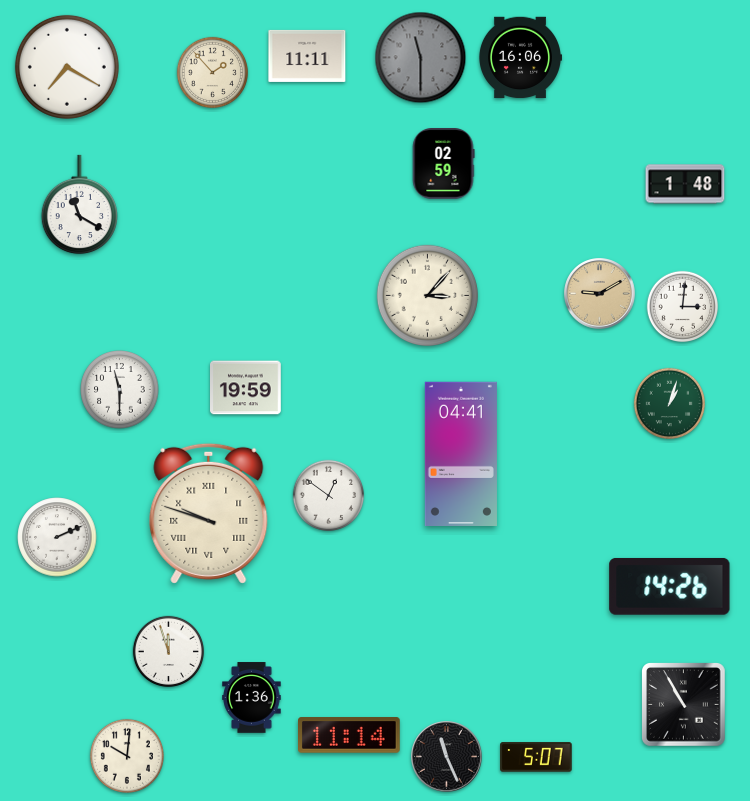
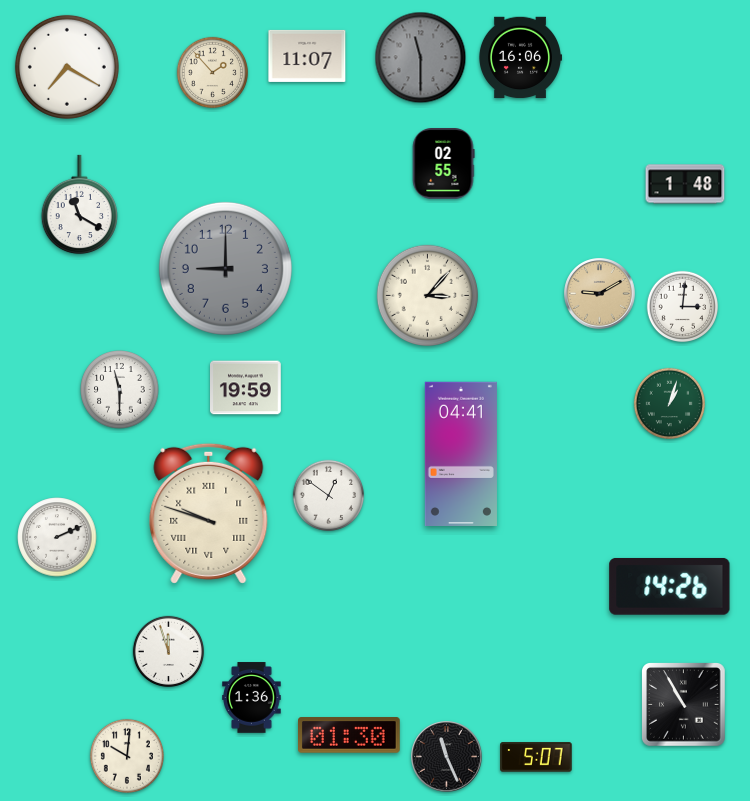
clock at (307, 56): 11:11 -> 11:07
clock at (443, 164): 02:59 -> 02:55
clock at (225, 268): none -> 9:00
clock at (350, 735): 11:14 -> 01:30
